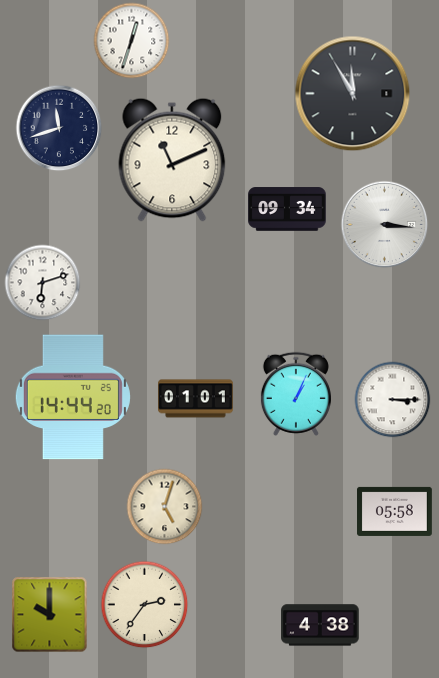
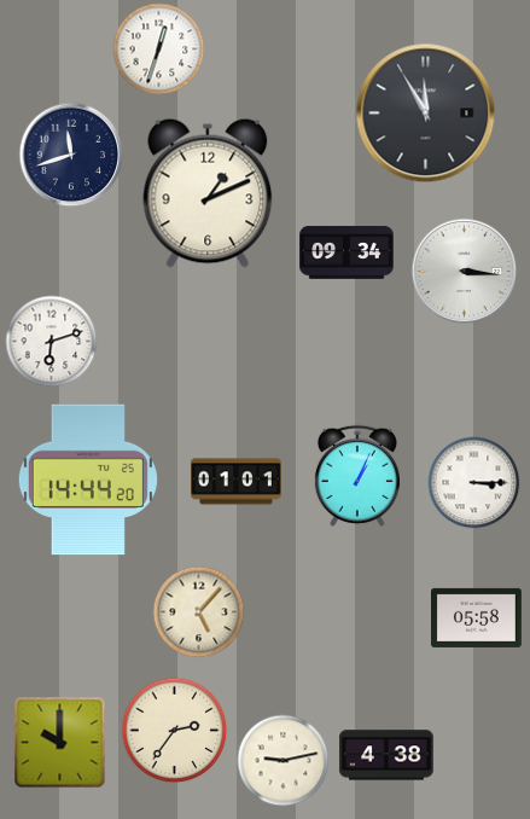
clock at (172, 160): 11:11 -> 1:11
clock at (165, 507): 5:03 -> 5:07
clock at (284, 761): none -> 9:13
